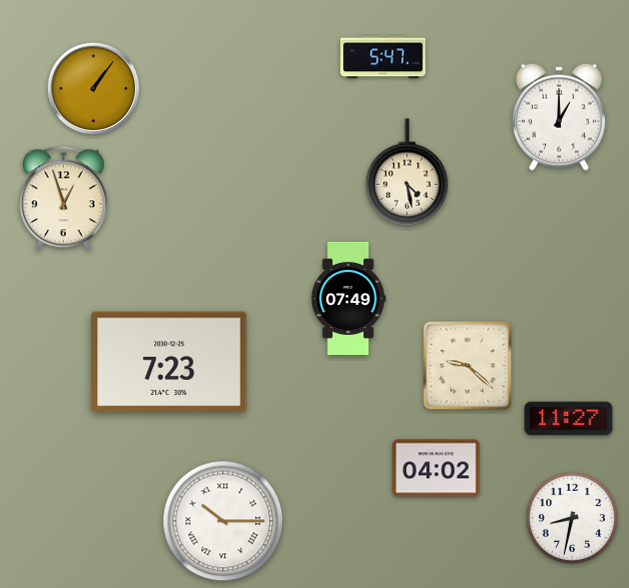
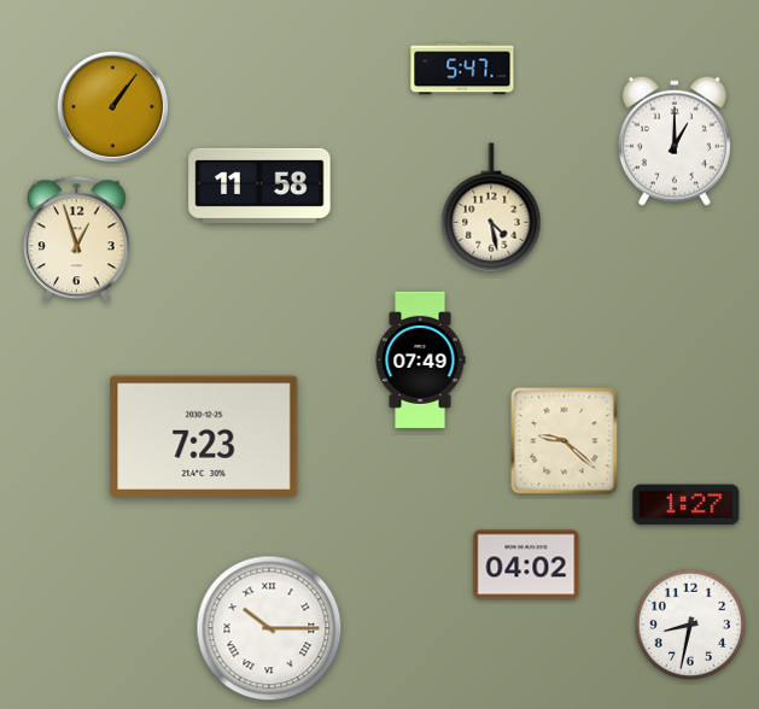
clock at (259, 186): none -> 11:58
clock at (569, 419): 11:27 -> 1:27
